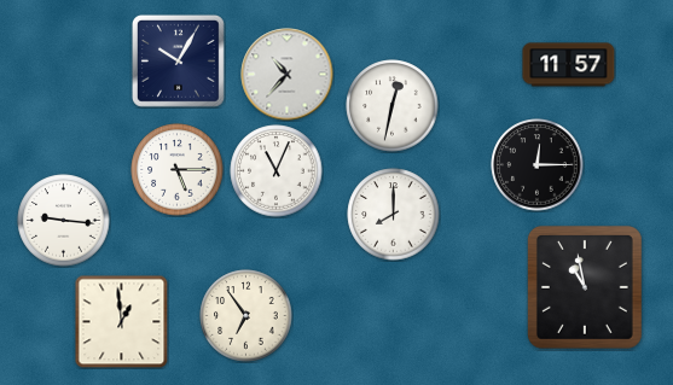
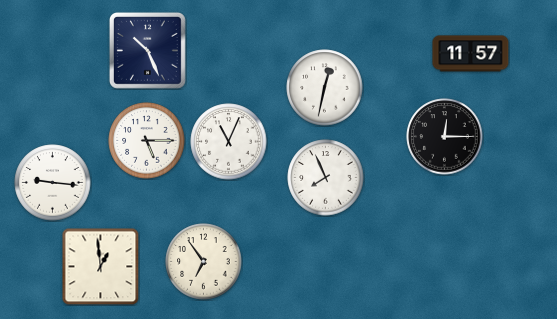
clock at (178, 60): 10:05 -> 10:26
clock at (288, 75): 10:37 -> none
clock at (394, 215): 8:00 -> 7:56
clock at (585, 287): 10:58 -> none
